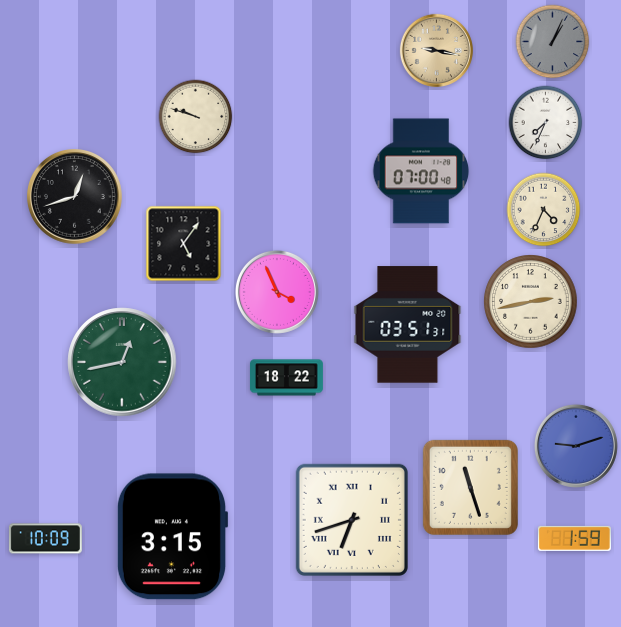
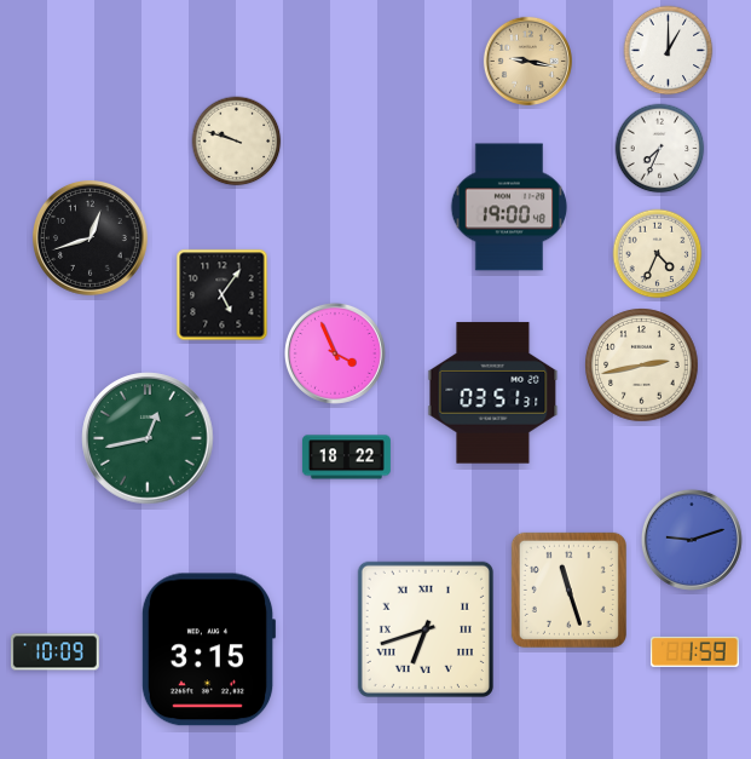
clock at (553, 42): 1:04 -> 1:00
clock at (553, 42) dial: grey -> white
clock at (421, 171): 07:00 -> 19:00
clock at (576, 446) position: (576, 446) -> (692, 540)
